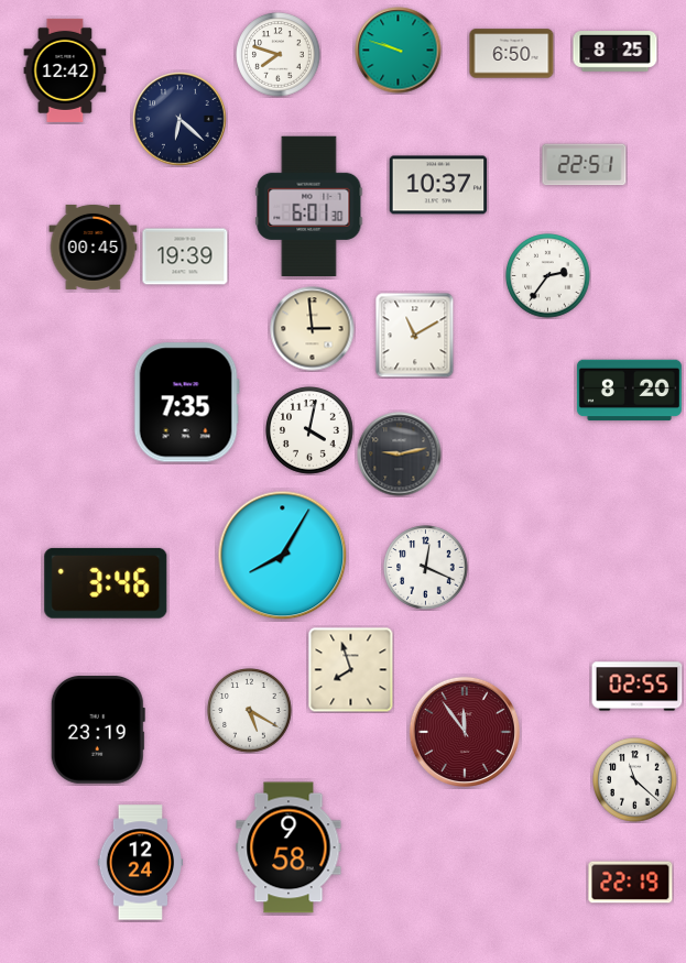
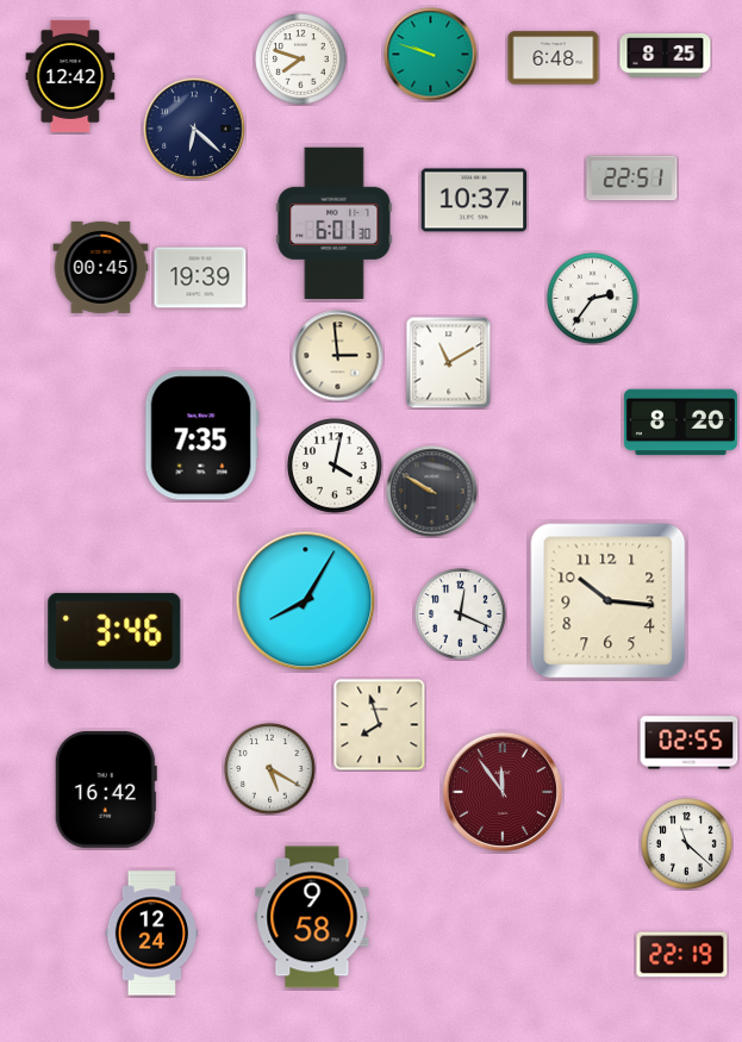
clock at (512, 54): 6:50 -> 6:48
clock at (400, 455): 9:13 -> 9:50
clock at (609, 601): none -> 10:16
clock at (98, 730): 23:19 -> 16:42
